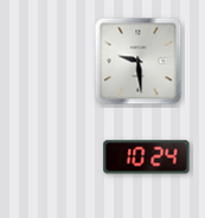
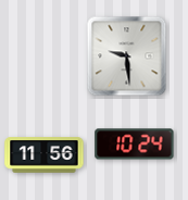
clock at (45, 155): none -> 11:56
